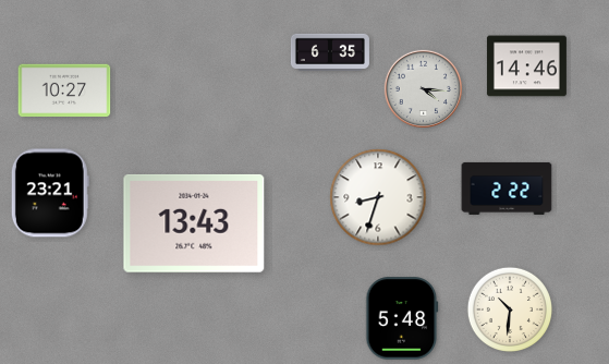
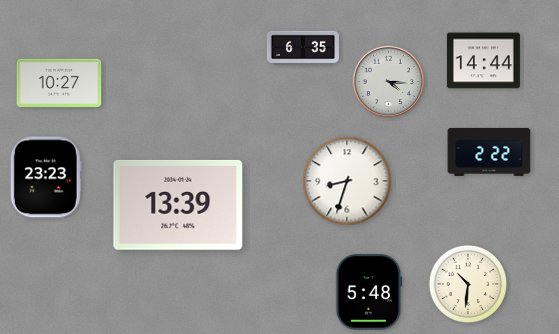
clock at (526, 66): 14:46 -> 14:44
clock at (507, 189) position: (507, 189) -> (489, 152)
clock at (50, 193): 23:21 -> 23:23
clock at (194, 223): 13:43 -> 13:39
